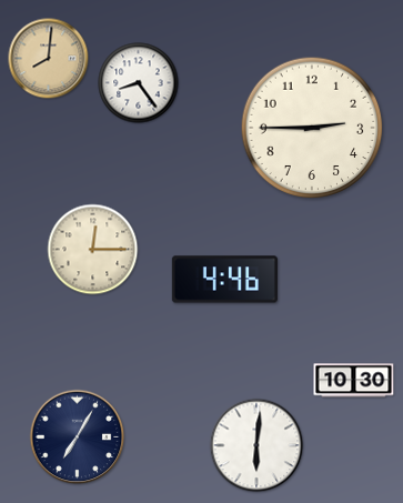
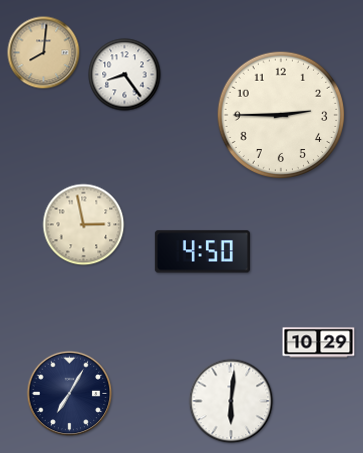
clock at (93, 250): 12:15 -> 2:58
clock at (224, 280): 4:46 -> 4:50
clock at (354, 381): 10:30 -> 10:29
